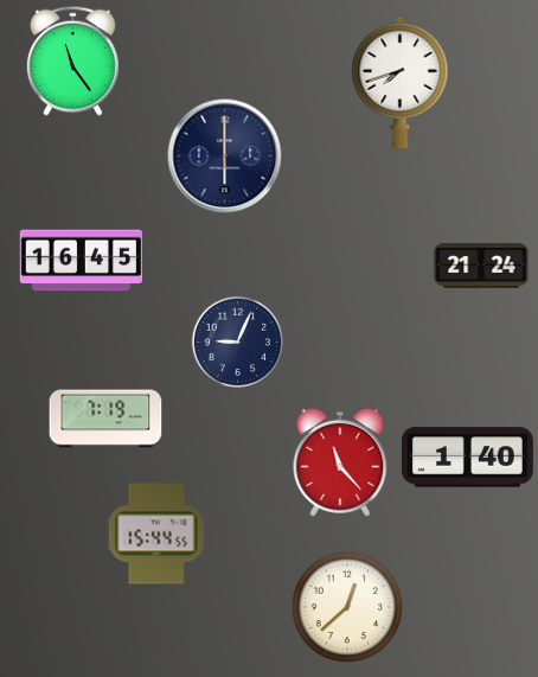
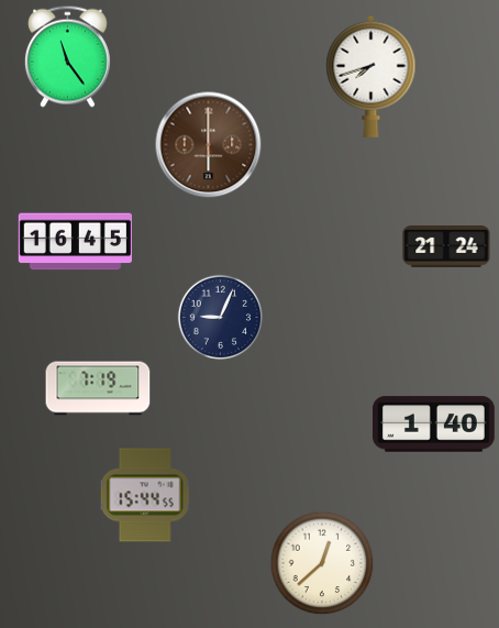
clock at (225, 157) dial: navy -> brown
clock at (340, 462): 11:23 -> none
